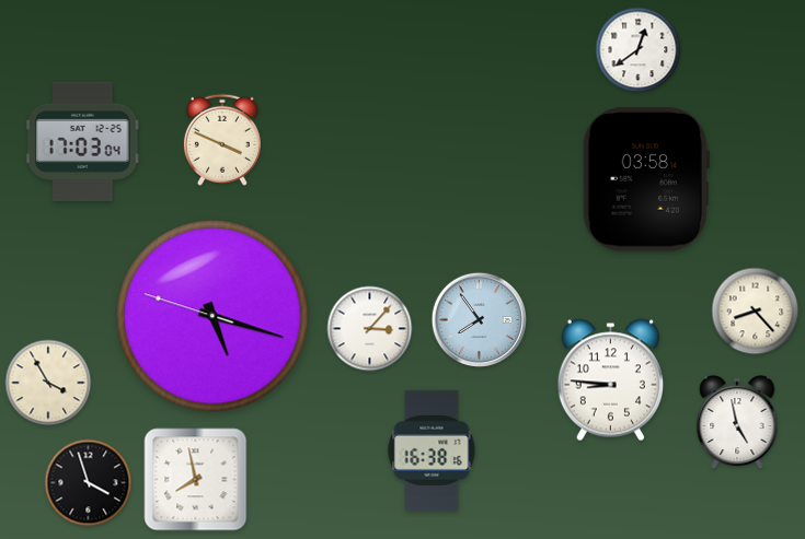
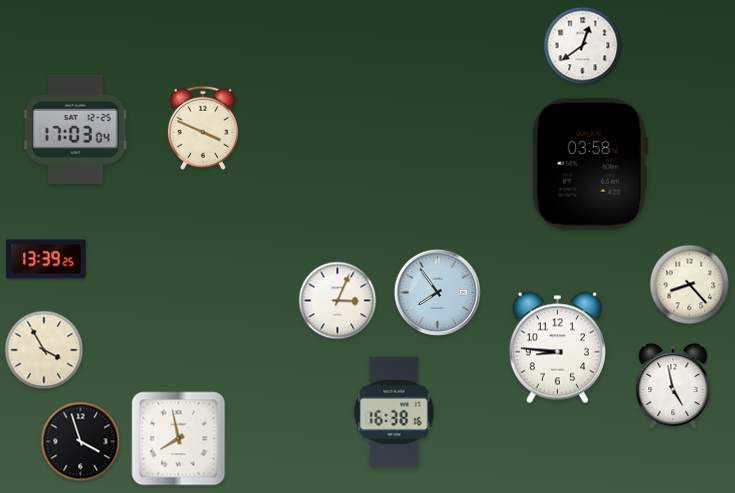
clock at (46, 259): none -> 13:39
clock at (212, 316): 5:17 -> none
clock at (370, 329): 3:07 -> 3:04
